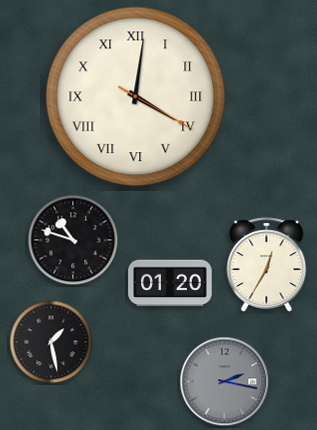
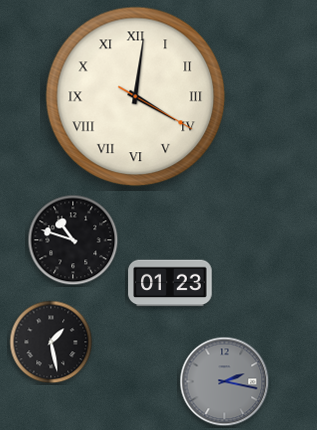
clock at (267, 265): 12:35 -> none
clock at (170, 283): 01:20 -> 01:23
